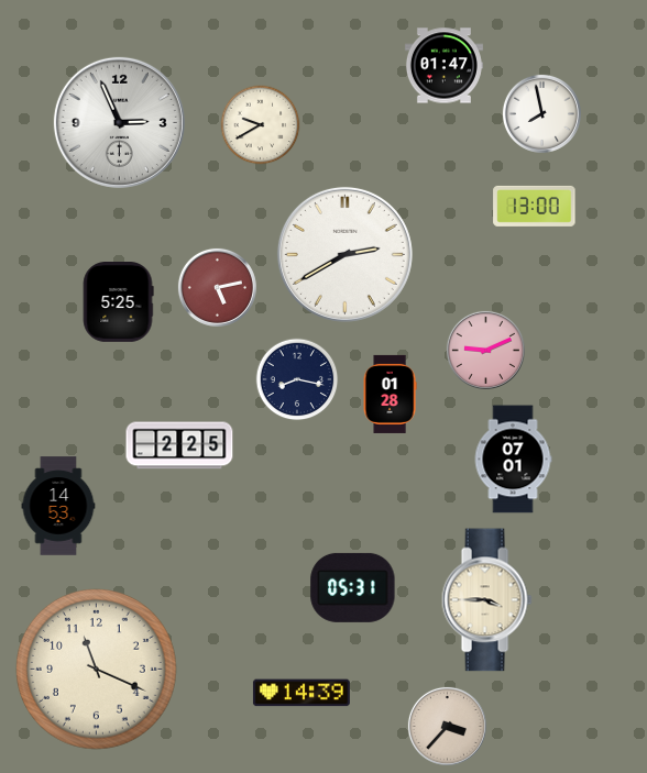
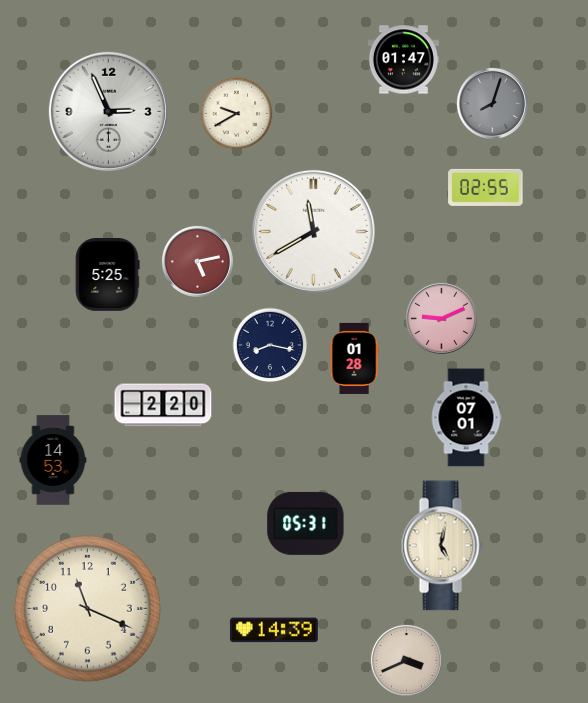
clock at (541, 113): 7:58 -> 8:03
clock at (541, 113) dial: white -> grey
clock at (535, 206): 13:00 -> 02:55
clock at (344, 254): 2:40 -> 11:40
clock at (179, 445): 2:25 -> 2:20
clock at (353, 587) position: (353, 587) -> (306, 523)
clock at (486, 600): 3:45 -> 5:02
clock at (447, 726): 3:37 -> 3:41
